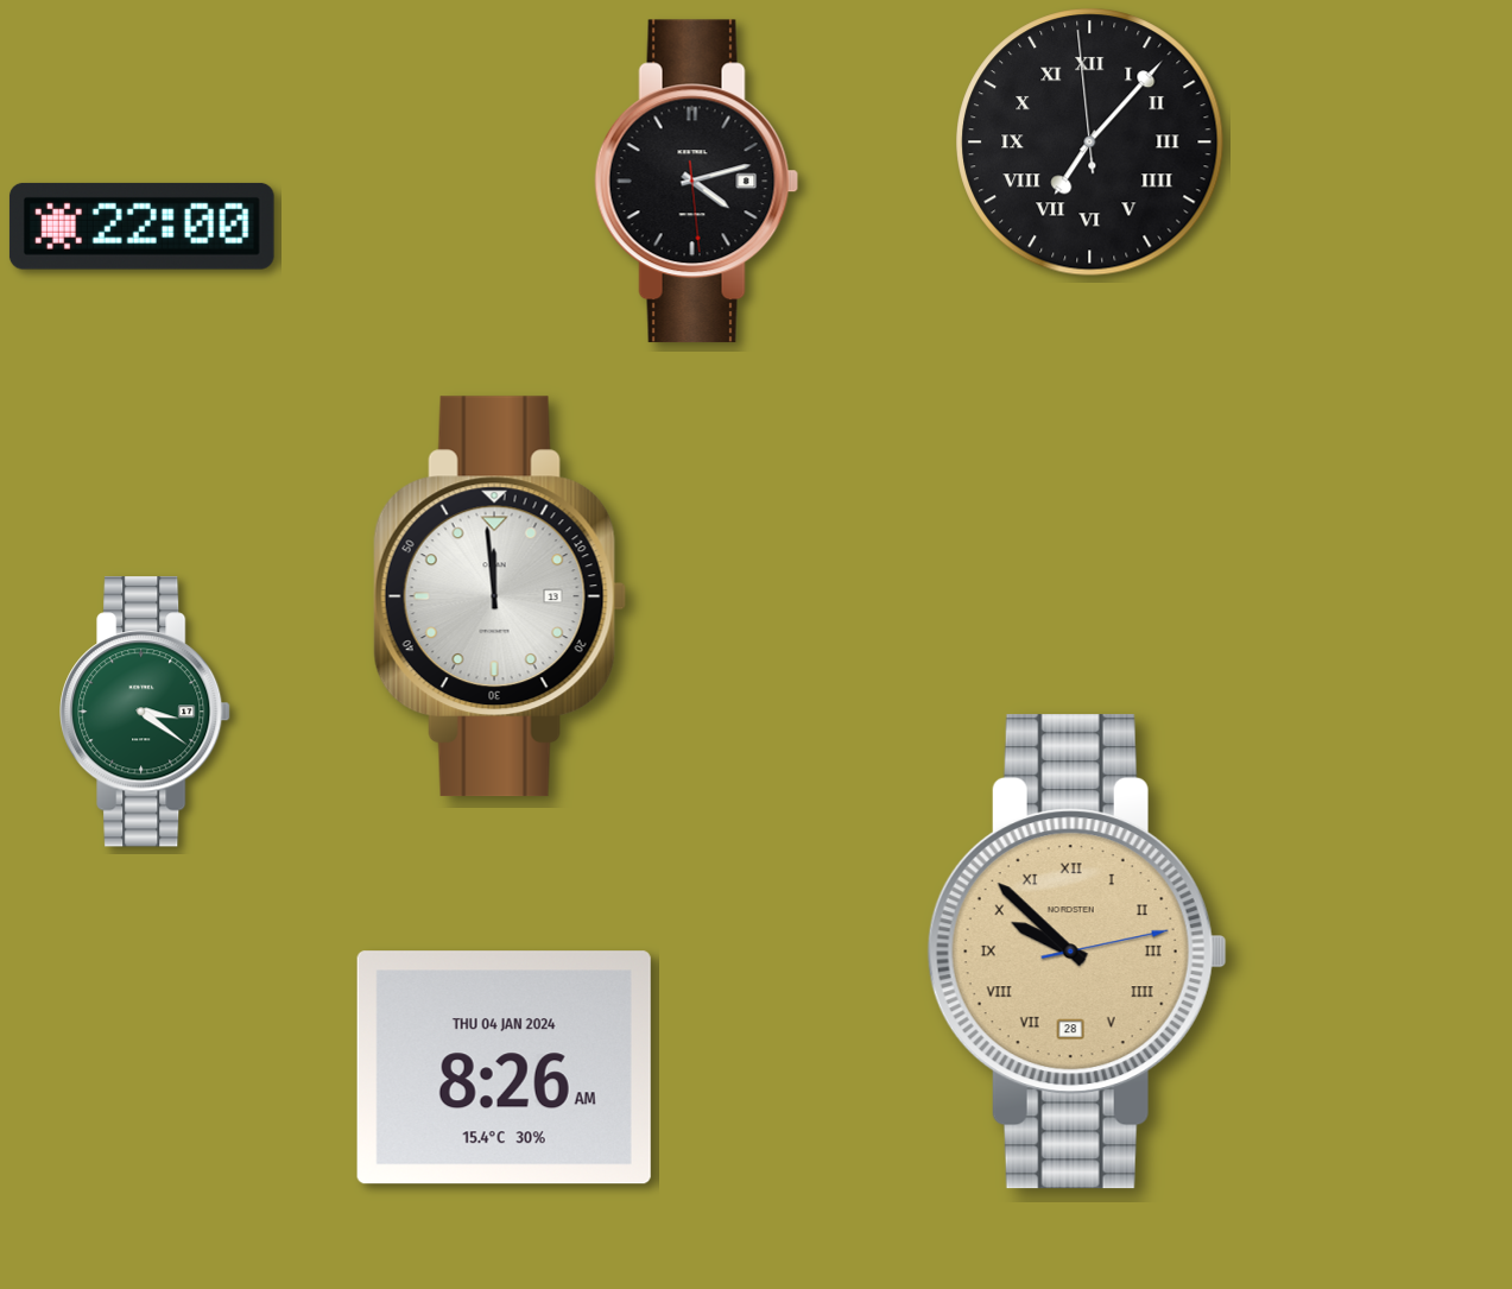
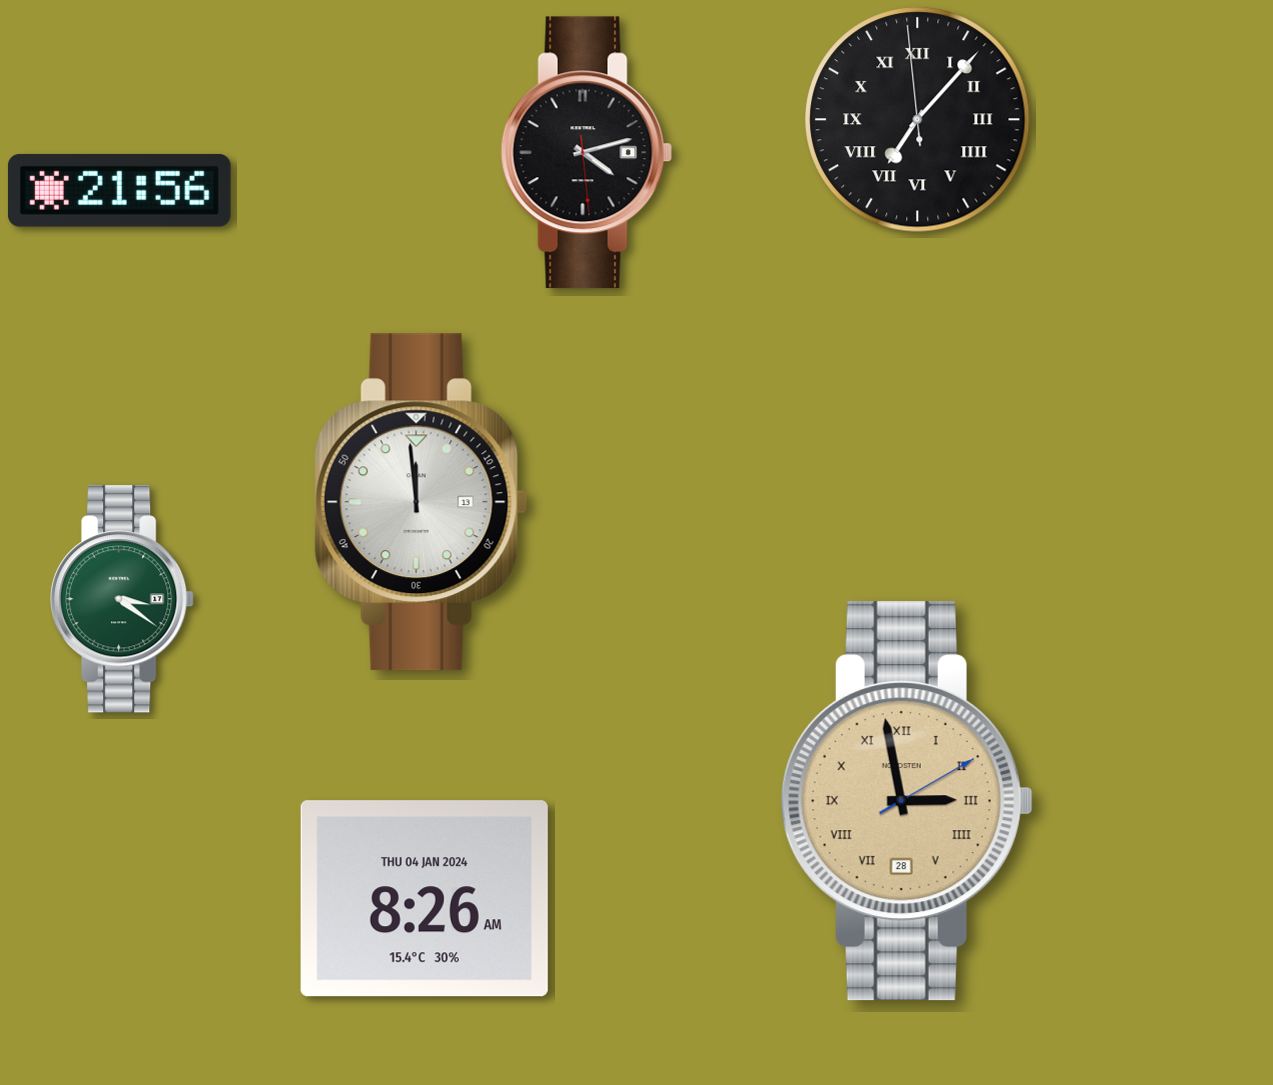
clock at (141, 226): 22:00 -> 21:56
clock at (1077, 952): 9:52 -> 2:58
